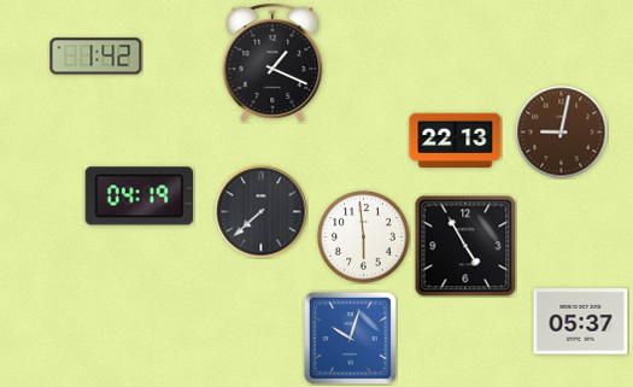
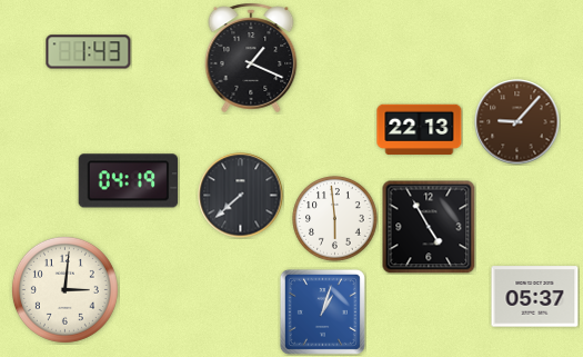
clock at (96, 57): 1:42 -> 1:43
clock at (562, 133): 9:02 -> 9:07
clock at (64, 289): none -> 3:01
clock at (350, 338): 10:03 -> 1:03
